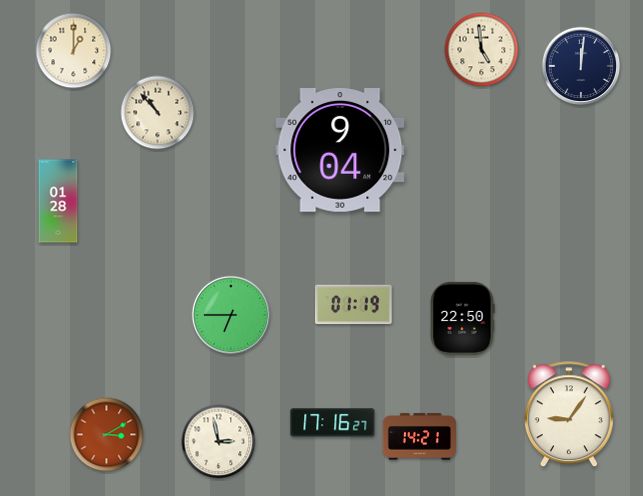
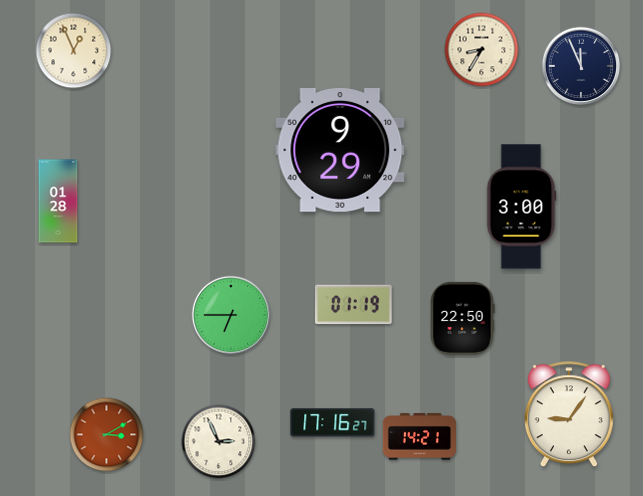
clock at (482, 50): 4:59 -> 8:35
clock at (74, 51): 1:00 -> 12:56
clock at (581, 66): 12:01 -> 11:56
clock at (158, 113): 10:53 -> none
clock at (340, 151): 9:04 -> 9:29
clock at (521, 207): none -> 3:00
clock at (219, 442): 2:58 -> 2:56
